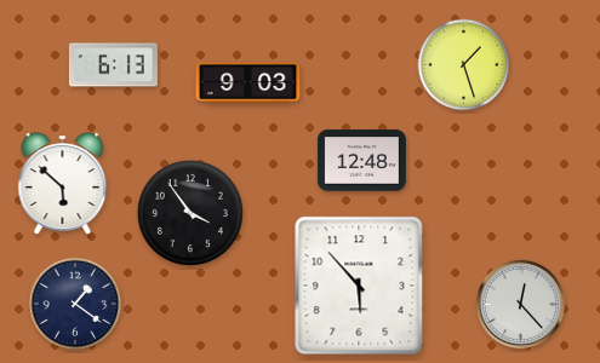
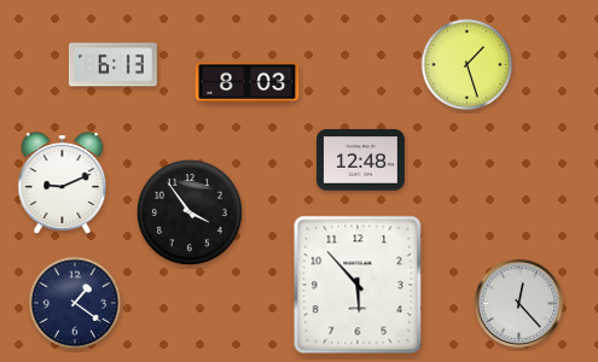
clock at (464, 65) position: (464, 65) -> (468, 65)
clock at (248, 83): 9:03 -> 8:03
clock at (63, 183): 5:52 -> 9:11
